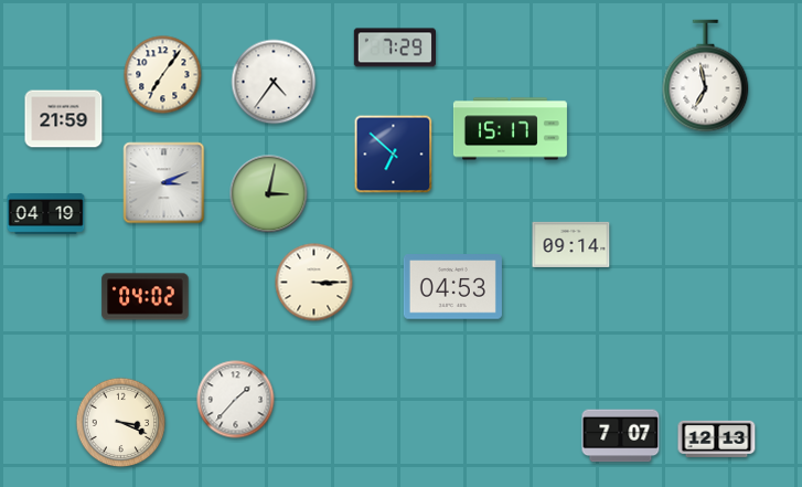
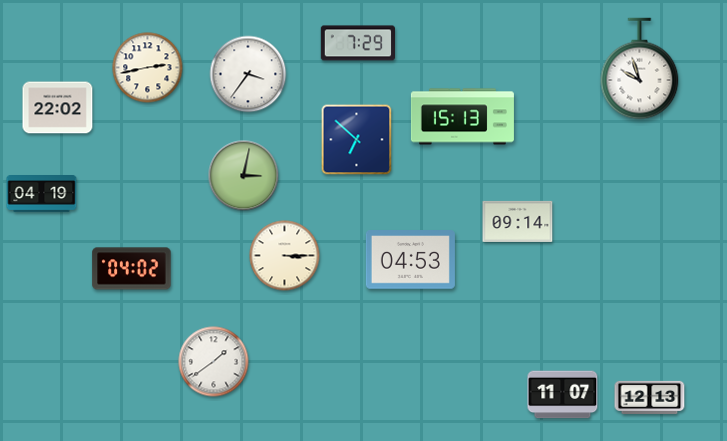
clock at (163, 75): 7:06 -> 2:43
clock at (706, 76): 6:58 -> 9:57
clock at (274, 82): 4:36 -> 3:36
clock at (64, 119): 21:59 -> 22:02
clock at (510, 129): 15:17 -> 15:13
clock at (164, 183): 3:11 -> none
clock at (236, 400): 1:37 -> 1:39
clock at (121, 423): 3:19 -> none
clock at (621, 436): 7:07 -> 11:07
